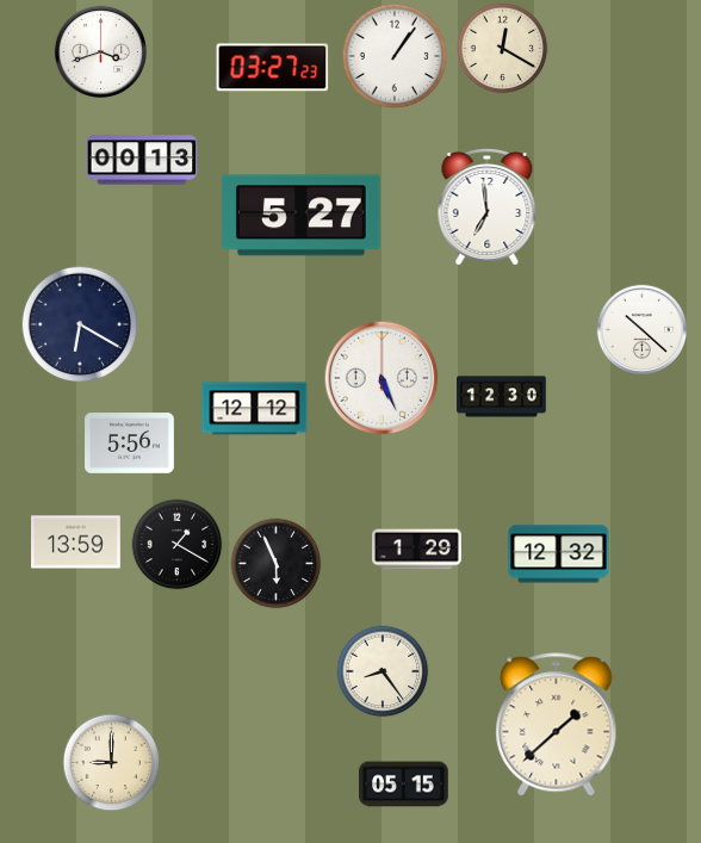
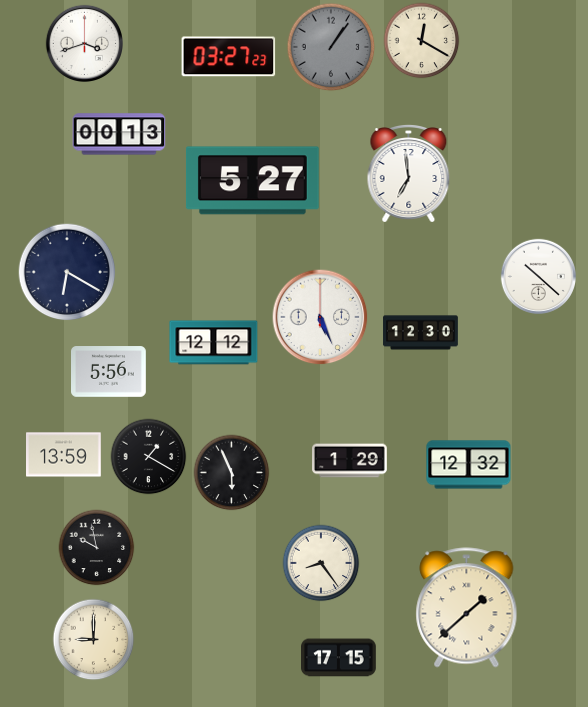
clock at (395, 56) dial: white -> grey
clock at (97, 548): none -> 9:58
clock at (404, 785): 05:15 -> 17:15
